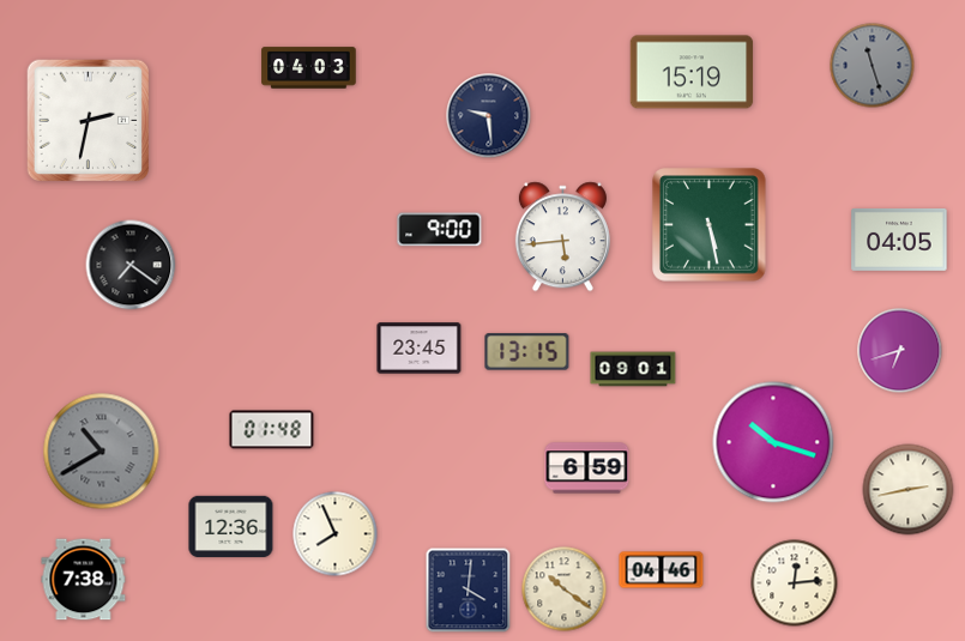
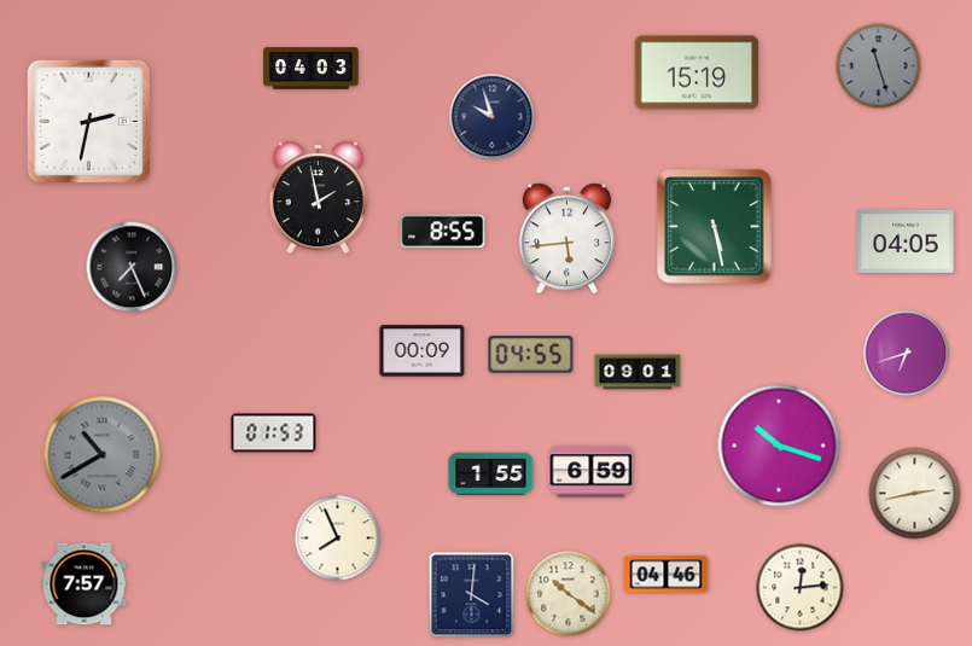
clock at (489, 116): 9:29 -> 9:57
clock at (318, 198): none -> 1:58
clock at (440, 230): 9:00 -> 8:55
clock at (131, 265): 7:21 -> 7:26
clock at (420, 349): 23:45 -> 00:09
clock at (527, 352): 13:15 -> 04:55
clock at (272, 430): 01:48 -> 01:53
clock at (491, 475): none -> 1:55
clock at (231, 527): 12:36 -> none
clock at (84, 580): 7:38 -> 7:57
